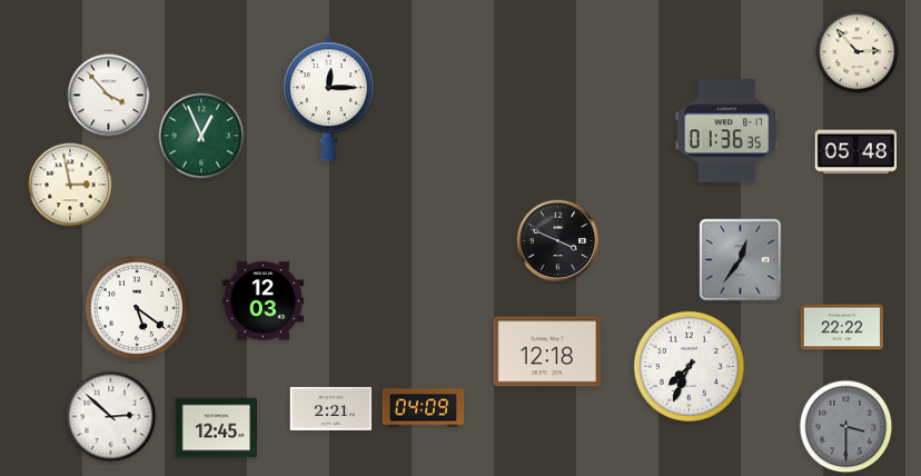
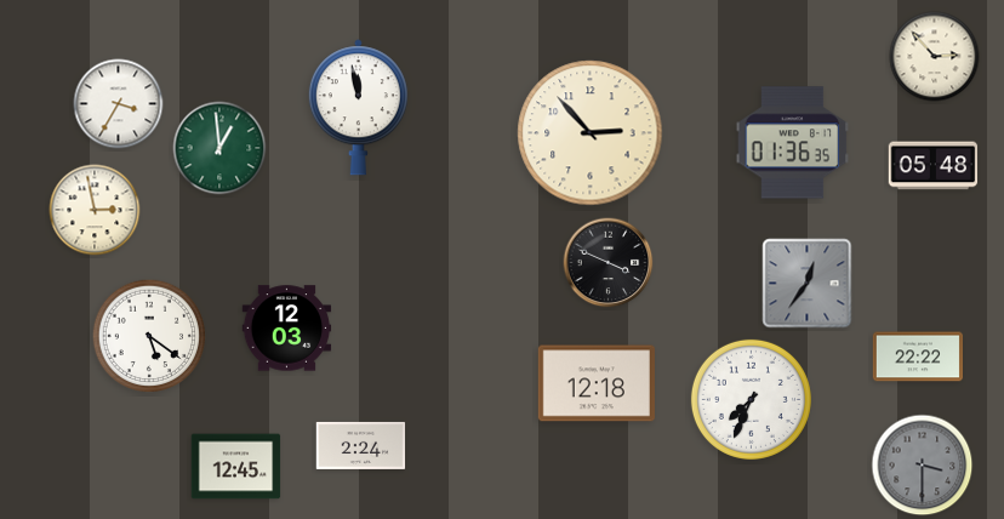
clock at (109, 96): 3:53 -> 3:35
clock at (328, 99): 12:15 -> 11:58
clock at (591, 133): none -> 2:53
clock at (201, 136): 12:56 -> 12:59
clock at (70, 185) position: (70, 185) -> (95, 210)
clock at (331, 408): 2:21 -> 2:24
clock at (424, 408): 04:09 -> none
clock at (111, 417): 2:52 -> none
